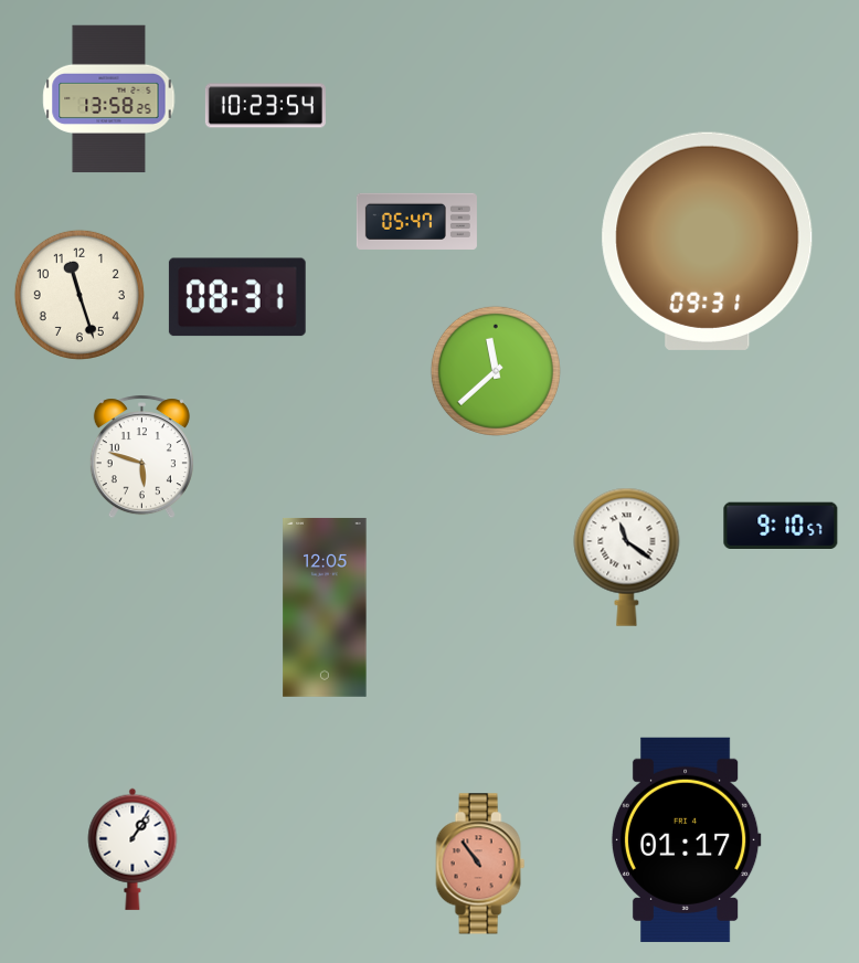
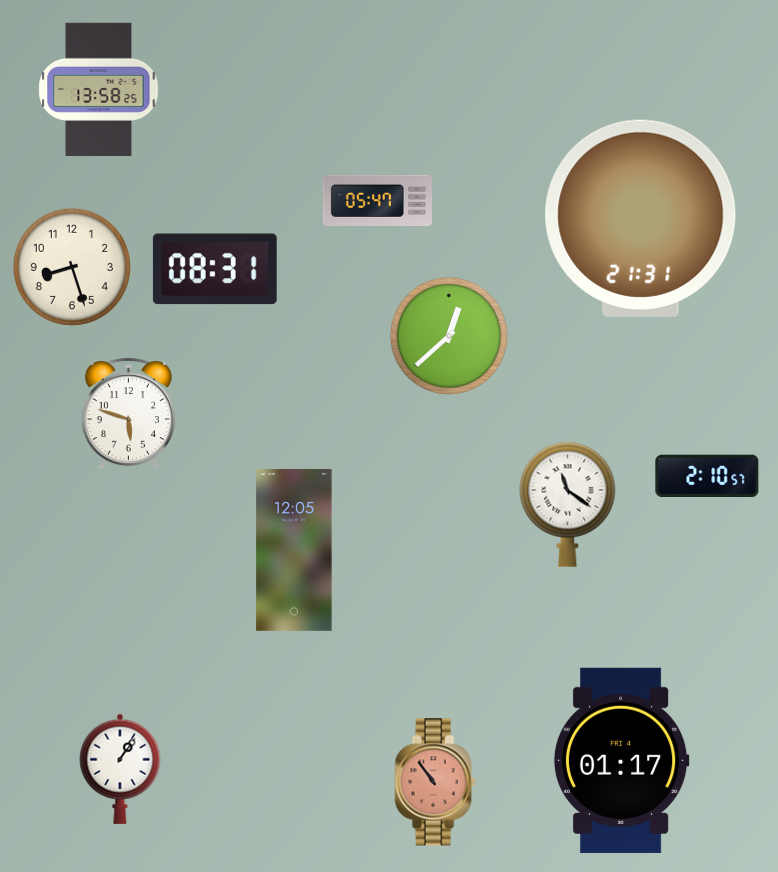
clock at (265, 106): 10:23 -> none
clock at (708, 241): 09:31 -> 21:31
clock at (79, 295): 11:27 -> 8:27
clock at (496, 371): 11:38 -> 12:38
clock at (781, 525): 9:10 -> 2:10
